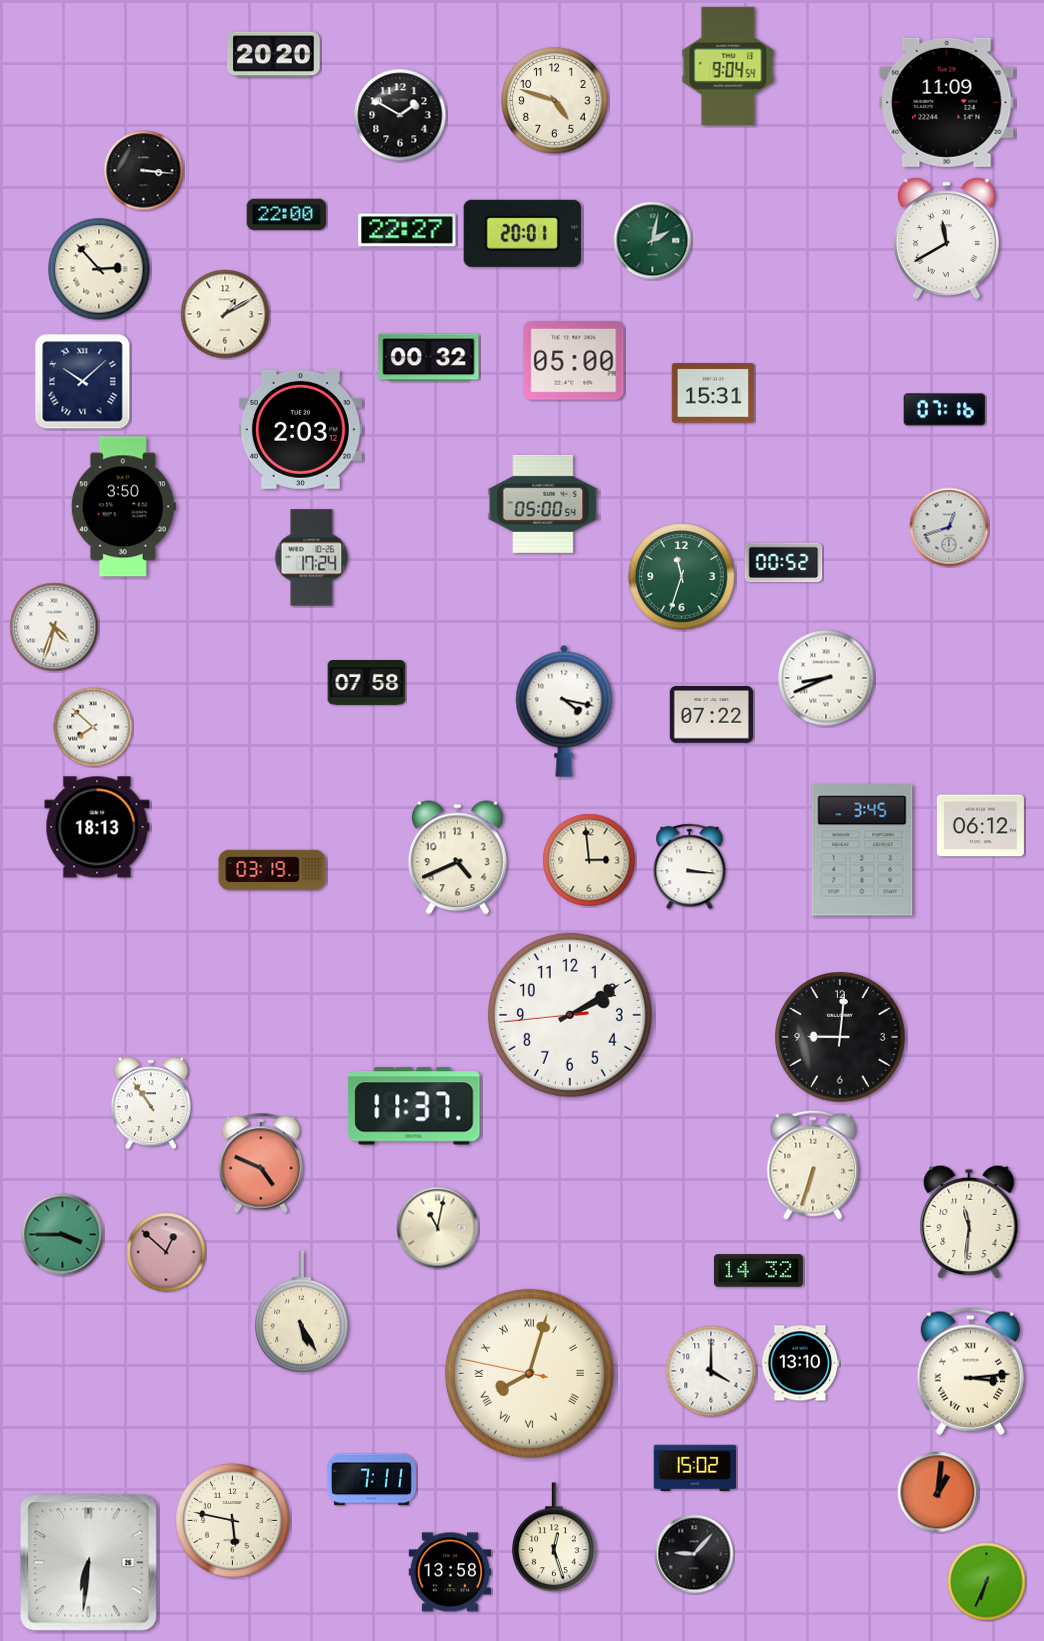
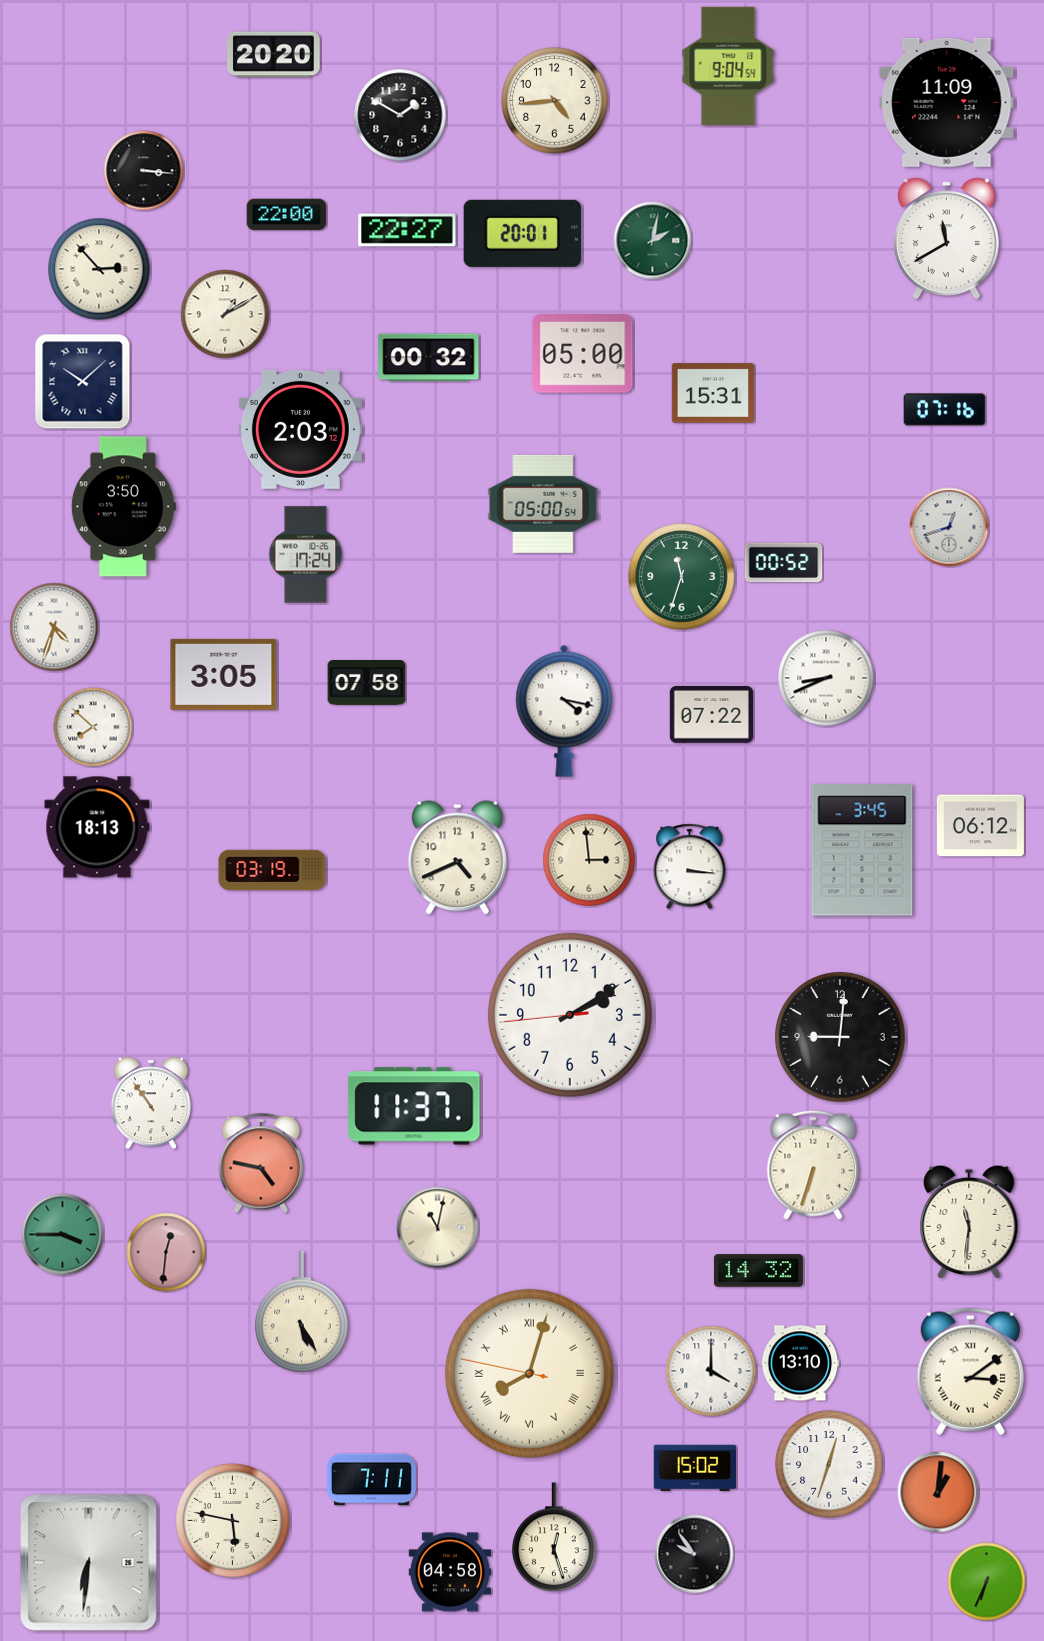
clock at (555, 101): 4:48 -> 4:44
clock at (574, 361) position: (574, 361) -> (583, 354)
clock at (312, 558) position: (312, 558) -> (306, 555)
clock at (224, 674): none -> 3:05
clock at (261, 1163): 4:49 -> 4:47
clock at (166, 1252): 12:52 -> 12:31
clock at (970, 1371): 3:14 -> 3:09
clock at (829, 1464): none -> 12:33
clock at (694, 1554): 9:07 -> 9:54
clock at (450, 1572): 13:58 -> 04:58
